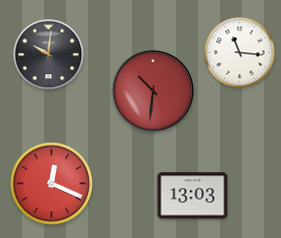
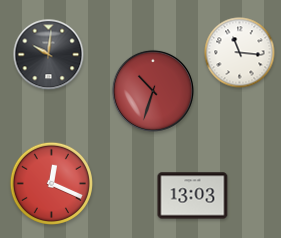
clock at (153, 91): 10:31 -> 10:33
